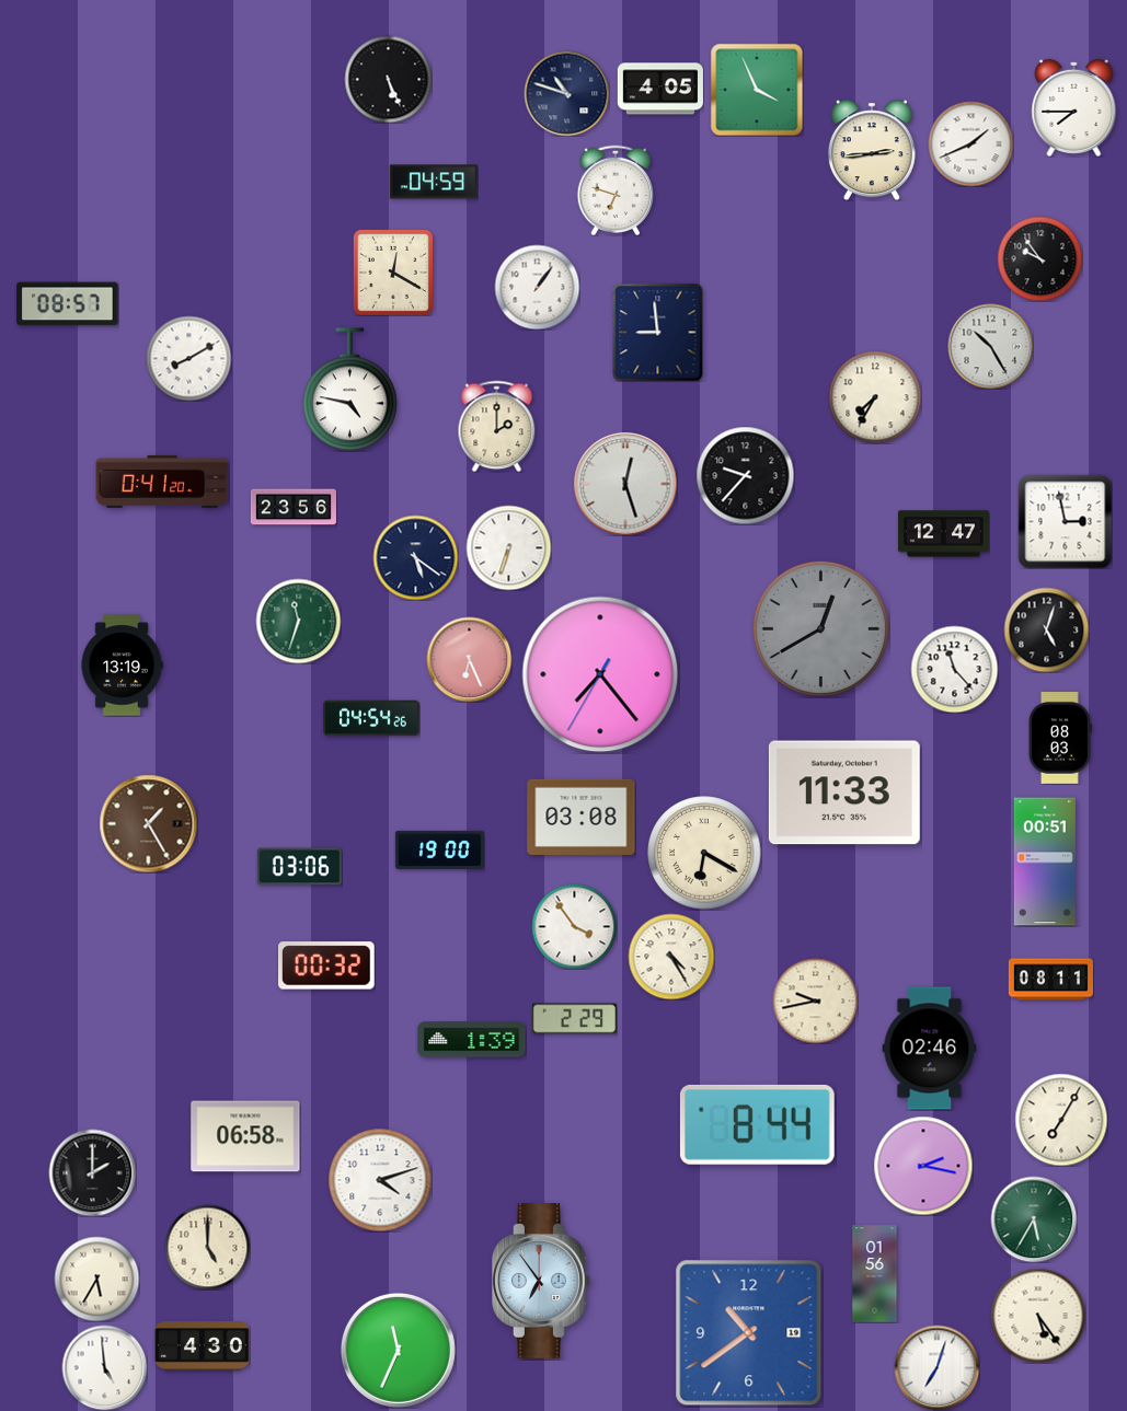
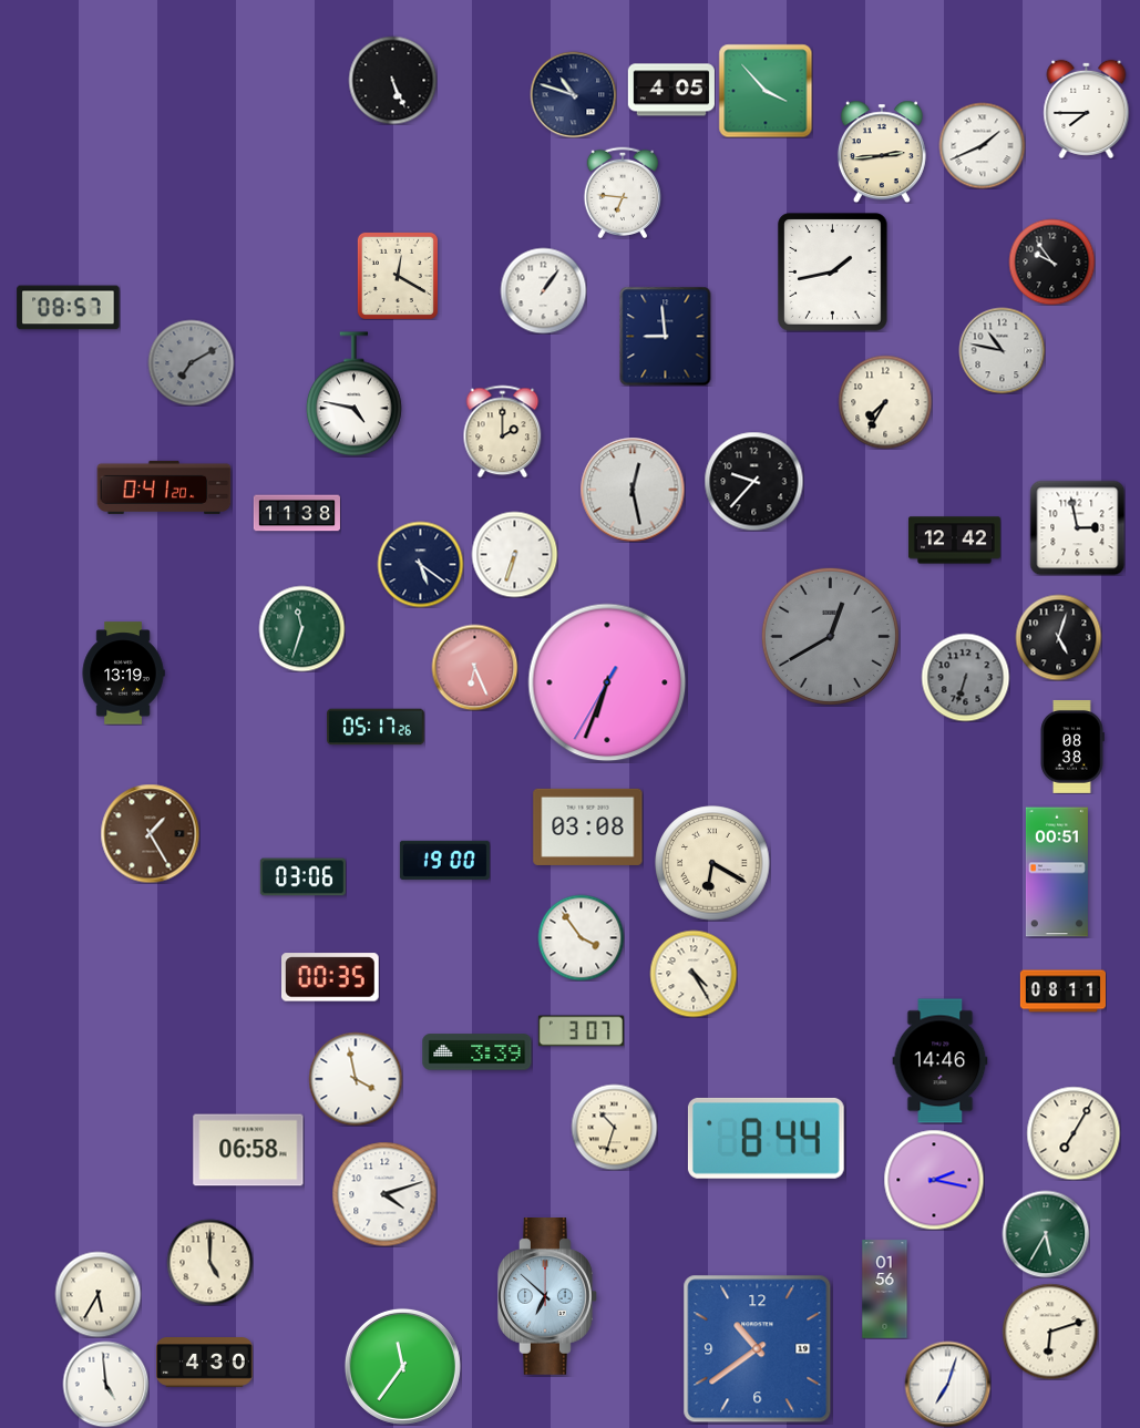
clock at (660, 89) position: (660, 89) -> (671, 90)
clock at (757, 90): 3:56 -> 3:53
clock at (434, 182): 04:59 -> none
clock at (616, 189): 6:48 -> 6:46
clock at (833, 273): none -> 1:43
clock at (990, 346): 10:25 -> 10:47
clock at (188, 358): 8:10 -> 7:10
clock at (188, 358) dial: white -> grey
clock at (625, 484): 12:27 -> 12:28
clock at (294, 507): 23:56 -> 11:38
clock at (943, 534): 12:47 -> 12:42
clock at (954, 669): 11:23 -> 6:33
clock at (954, 669) dial: white -> grey
clock at (600, 674): 7:23 -> 6:33
clock at (371, 718): 04:54 -> 05:17
clock at (1060, 738): 08:03 -> 08:38
clock at (844, 793): 11:33 -> none
clock at (671, 957) position: (671, 957) -> (694, 974)
clock at (327, 965): 00:32 -> 00:35
clock at (815, 1001): 9:43 -> none
clock at (574, 1019): 2:29 -> 3:07
clock at (472, 1040): 1:39 -> 3:39
clock at (930, 1049): 02:46 -> 14:46
clock at (356, 1079): none -> 3:58
clock at (614, 1127): none -> 10:33
clock at (92, 1172): 2:00 -> none
clock at (542, 1282): 6:54 -> 6:52
clock at (1038, 1316): 5:24 -> 6:12
clock at (398, 1350): 11:34 -> 11:36
